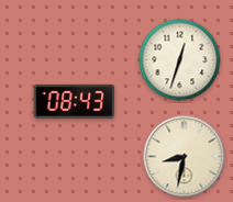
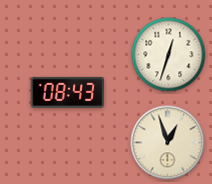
clock at (180, 60) position: (180, 60) -> (169, 55)
clock at (185, 157): 8:32 -> 12:57
